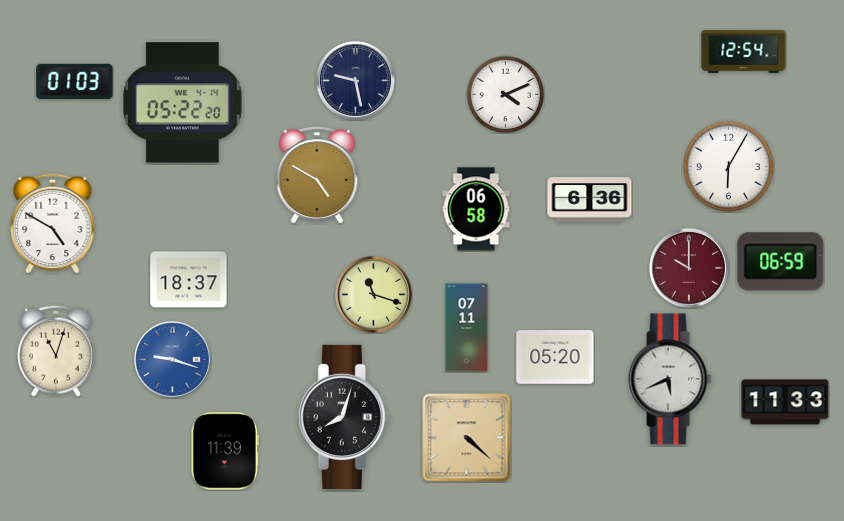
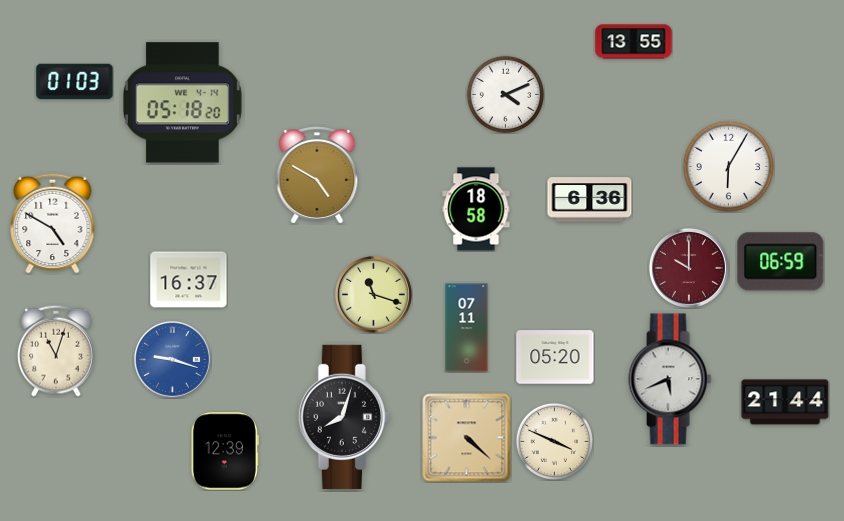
clock at (634, 42): none -> 13:55
clock at (744, 51): 12:54 -> none
clock at (355, 80): 9:28 -> none
clock at (182, 103): 05:22 -> 05:18
clock at (476, 209): 06:58 -> 18:58
clock at (189, 280): 18:37 -> 16:37
clock at (785, 402): 11:33 -> 21:44
clock at (554, 441): none -> 3:49
clock at (225, 451): 11:39 -> 12:39
